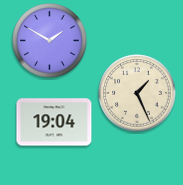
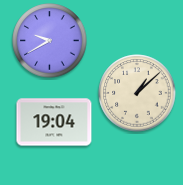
clock at (50, 41): 1:50 -> 9:40
clock at (137, 93): 1:26 -> 1:08
